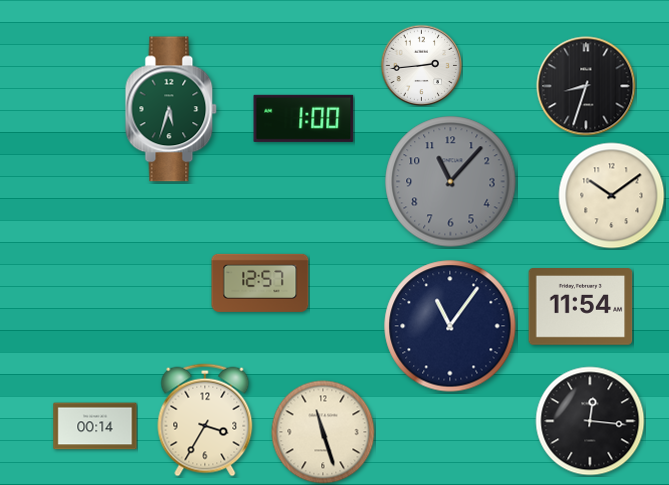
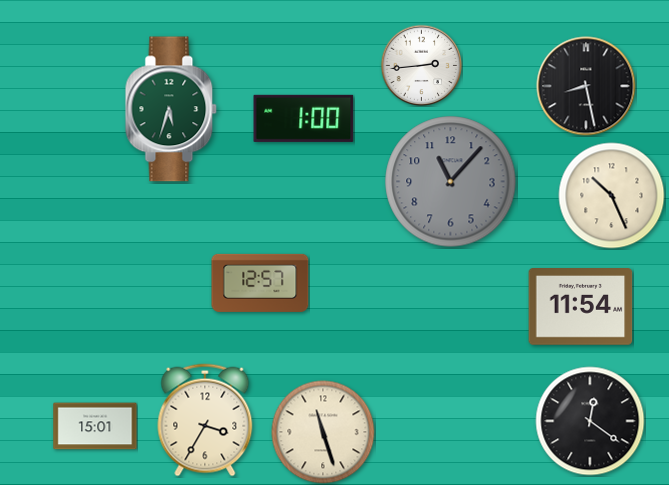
clock at (586, 86): 8:33 -> 8:28
clock at (612, 196): 10:09 -> 10:26
clock at (450, 326): 11:06 -> none
clock at (590, 421): 12:16 -> 12:21
clock at (95, 426): 00:14 -> 15:01
